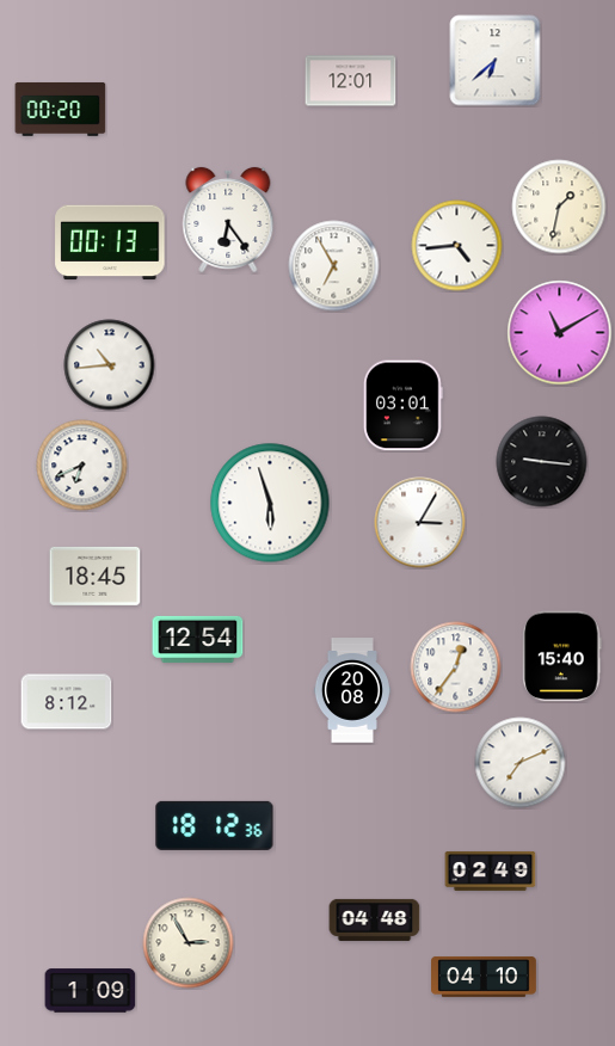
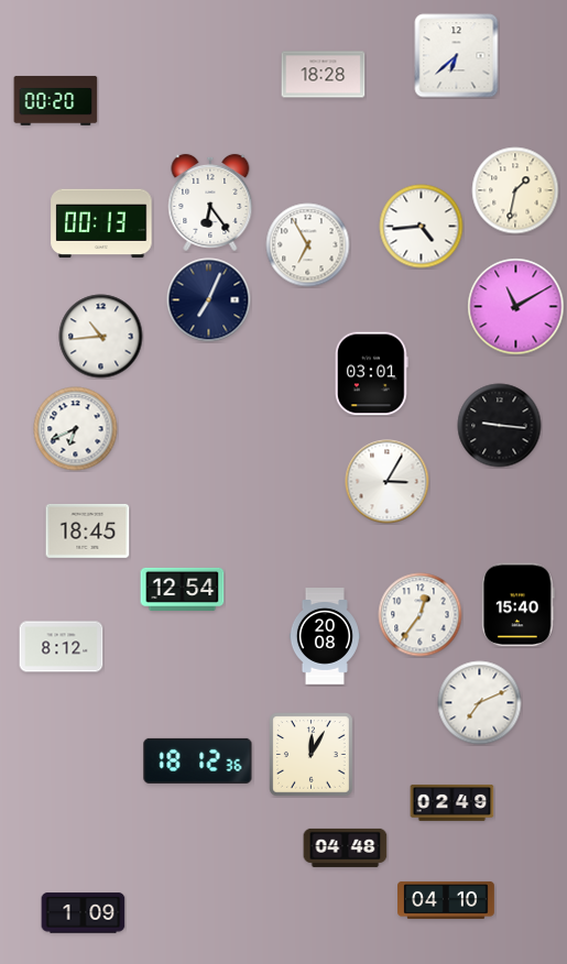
clock at (351, 81): 12:01 -> 18:28
clock at (209, 300): none -> 7:04
clock at (270, 503): 5:57 -> none
clock at (312, 755): none -> 12:05
clock at (189, 943): 2:55 -> none
